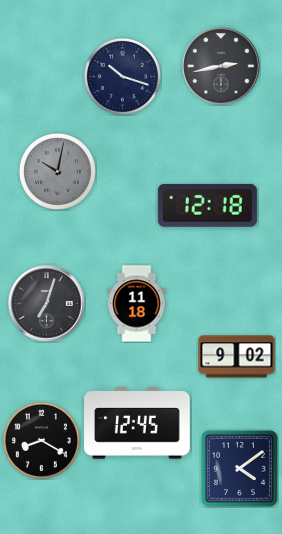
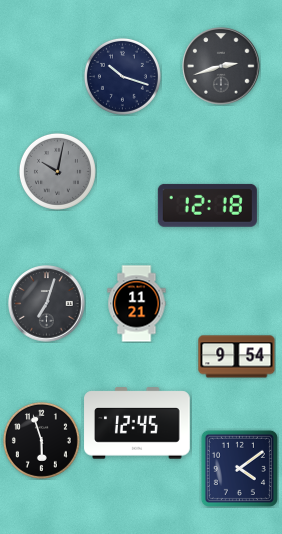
clock at (221, 66): 2:43 -> 2:42
clock at (137, 304): 11:18 -> 11:21
clock at (237, 357): 9:02 -> 9:54
clock at (41, 440): 8:20 -> 5:57
